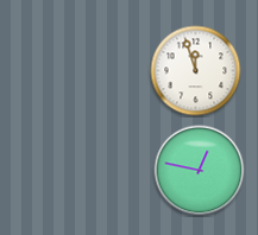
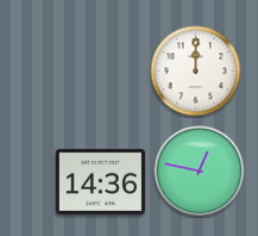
clock at (196, 71): 11:57 -> 12:00
clock at (100, 181): none -> 14:36
